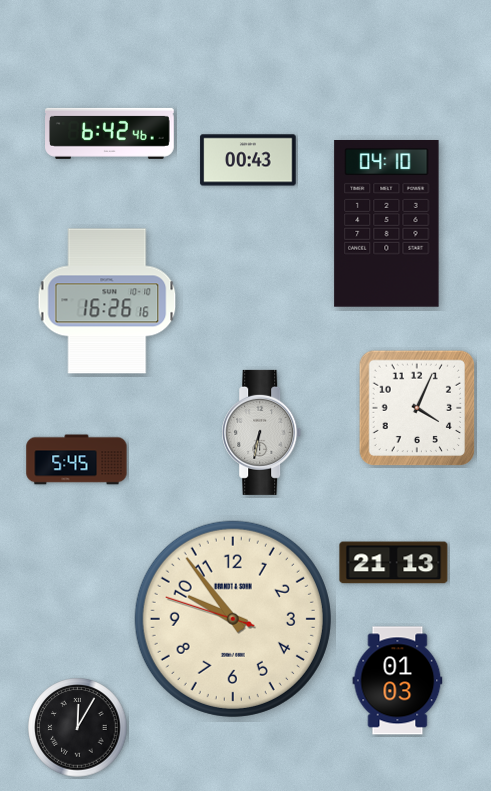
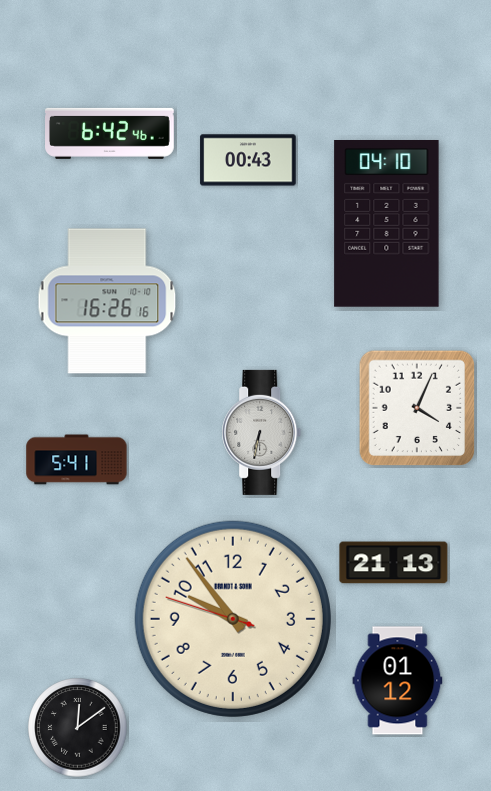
clock at (77, 460): 5:45 -> 5:41
clock at (398, 681): 01:03 -> 01:12
clock at (78, 728): 12:05 -> 12:09
